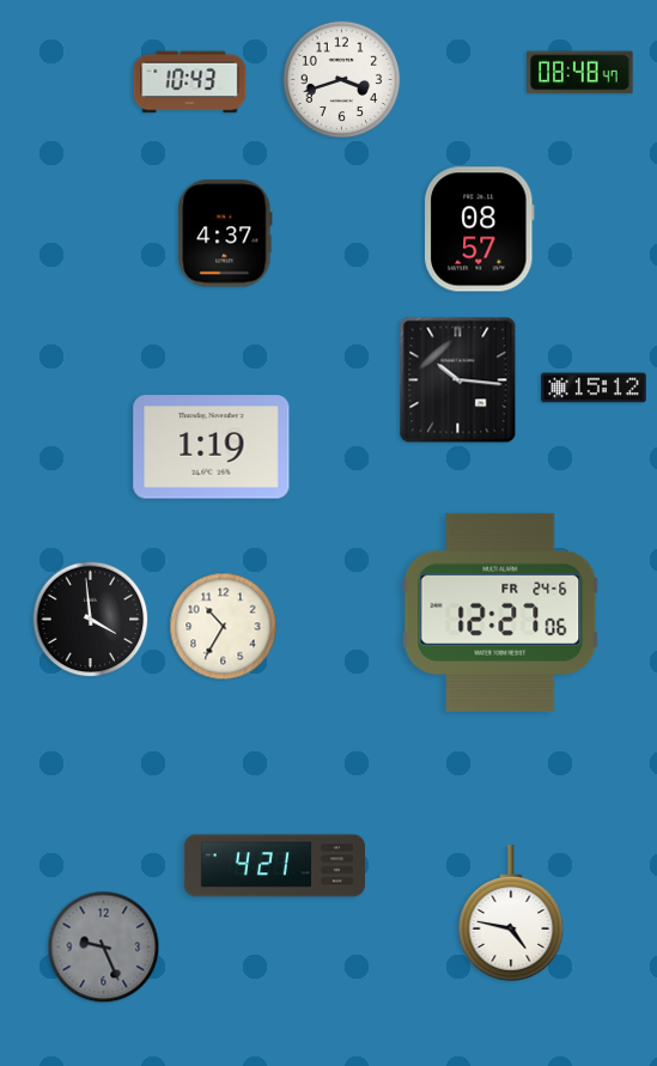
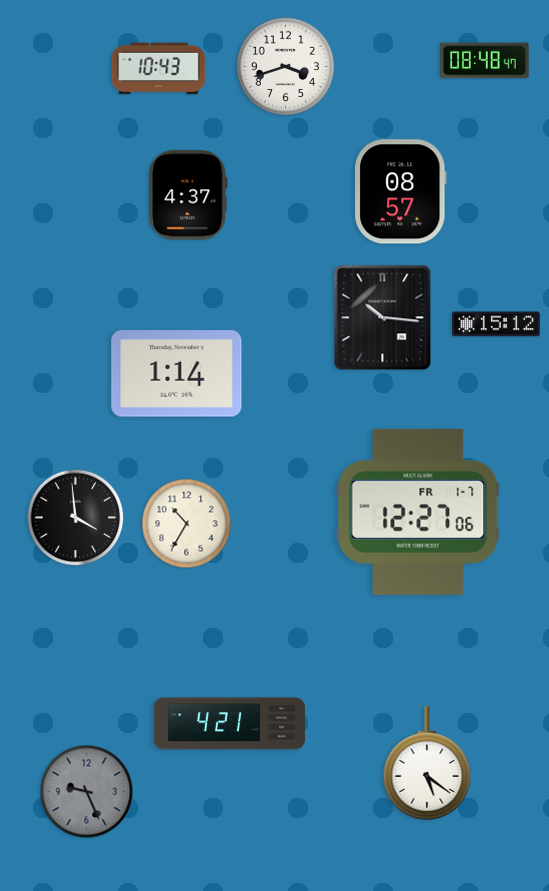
clock at (212, 447): 1:19 -> 1:14
clock at (500, 613) date: FR 24-6 -> FR 1-7
clock at (511, 914): 4:47 -> 5:21
